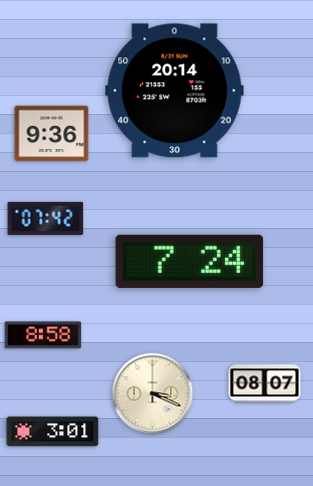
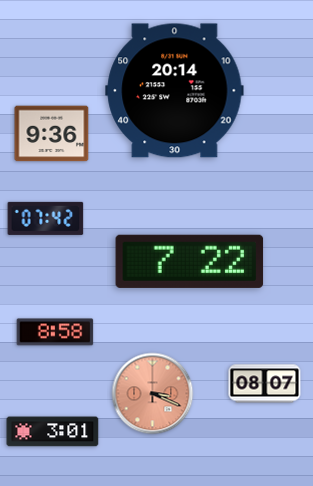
clock at (190, 261): 7:24 -> 7:22
clock at (43, 335) position: (43, 335) -> (55, 332)
clock at (153, 394) dial: cream -> salmon
